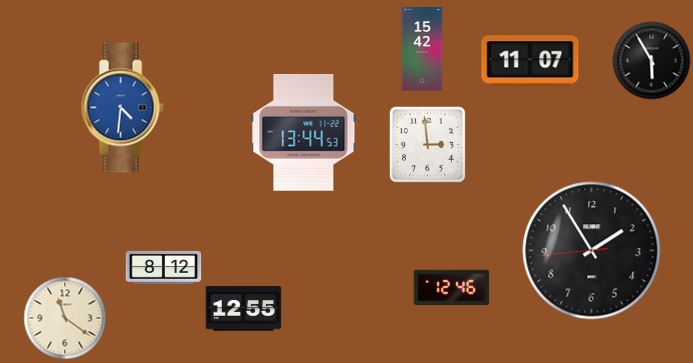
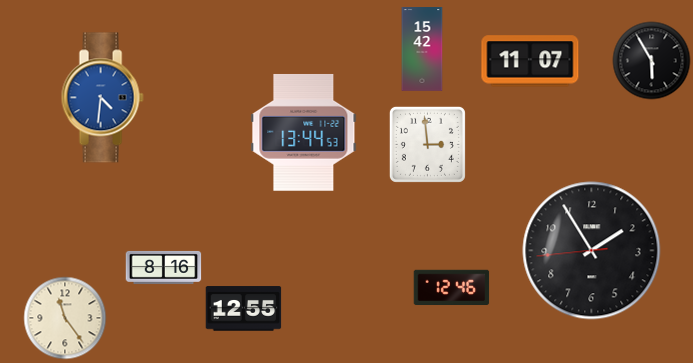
clock at (122, 108) position: (122, 108) -> (102, 98)
clock at (164, 267): 8:12 -> 8:16
clock at (65, 318): 11:21 -> 11:24
